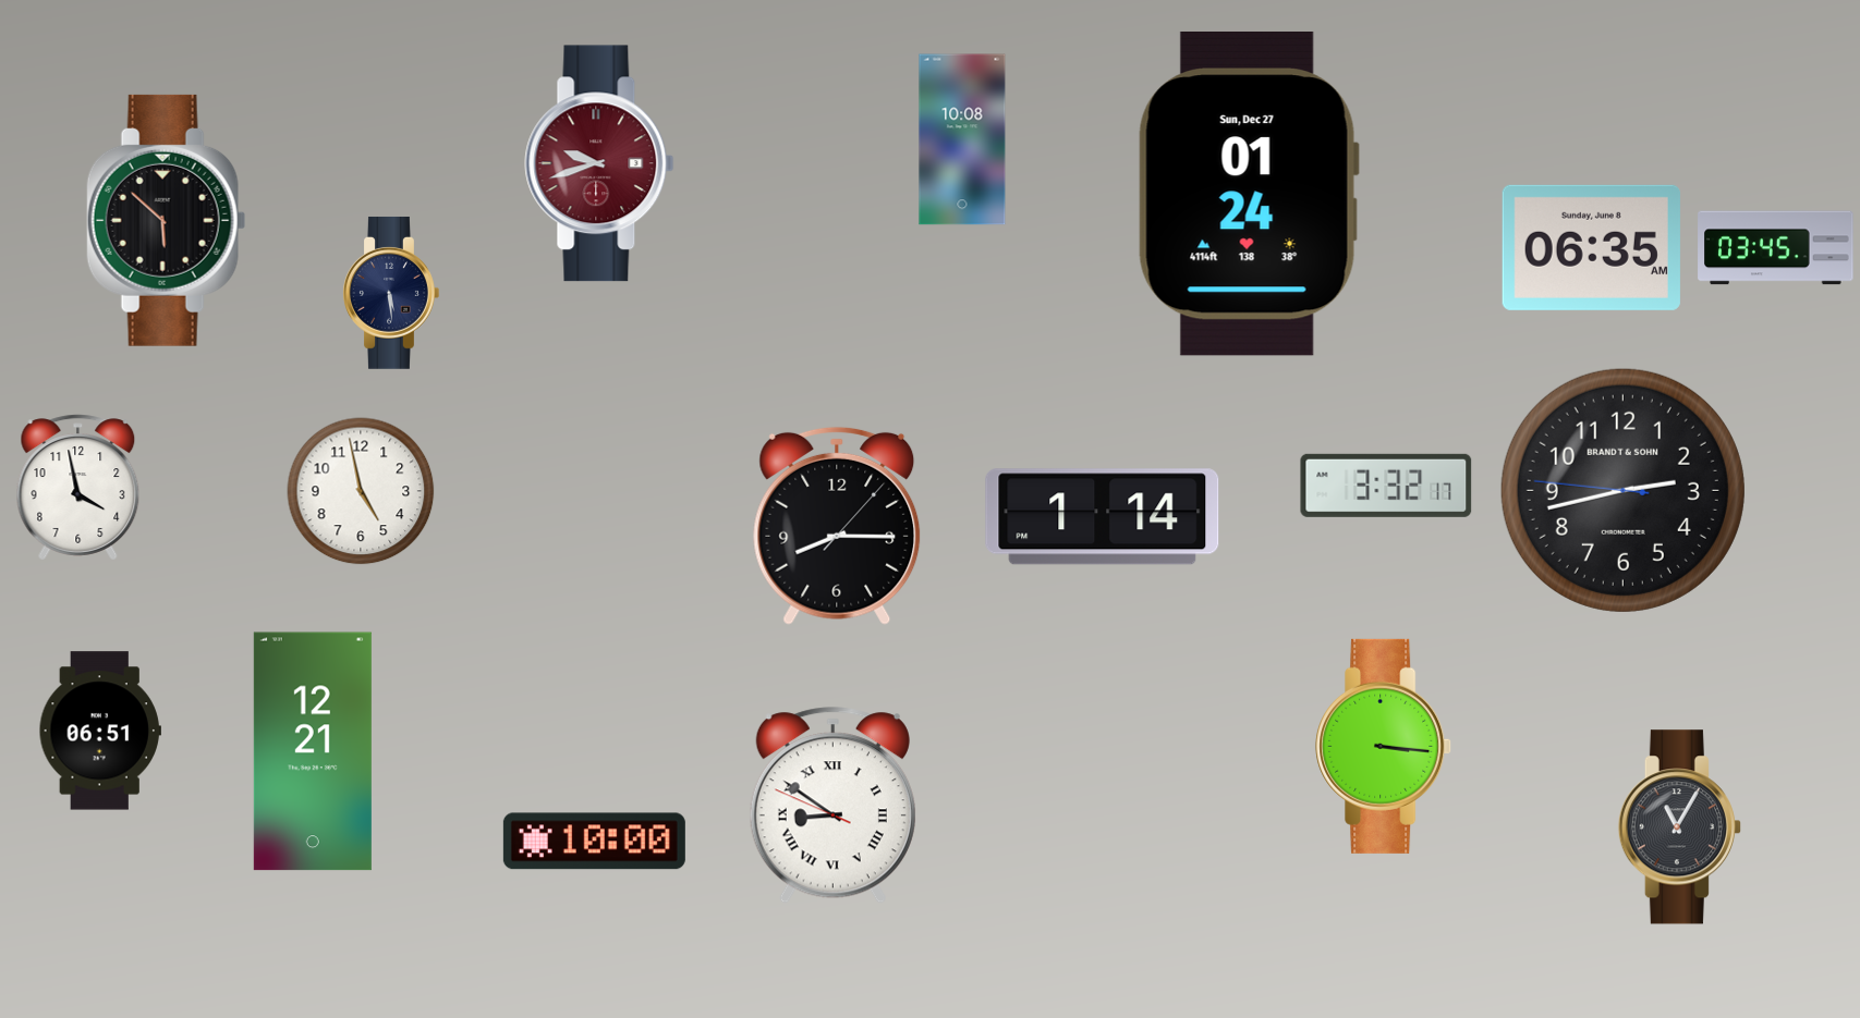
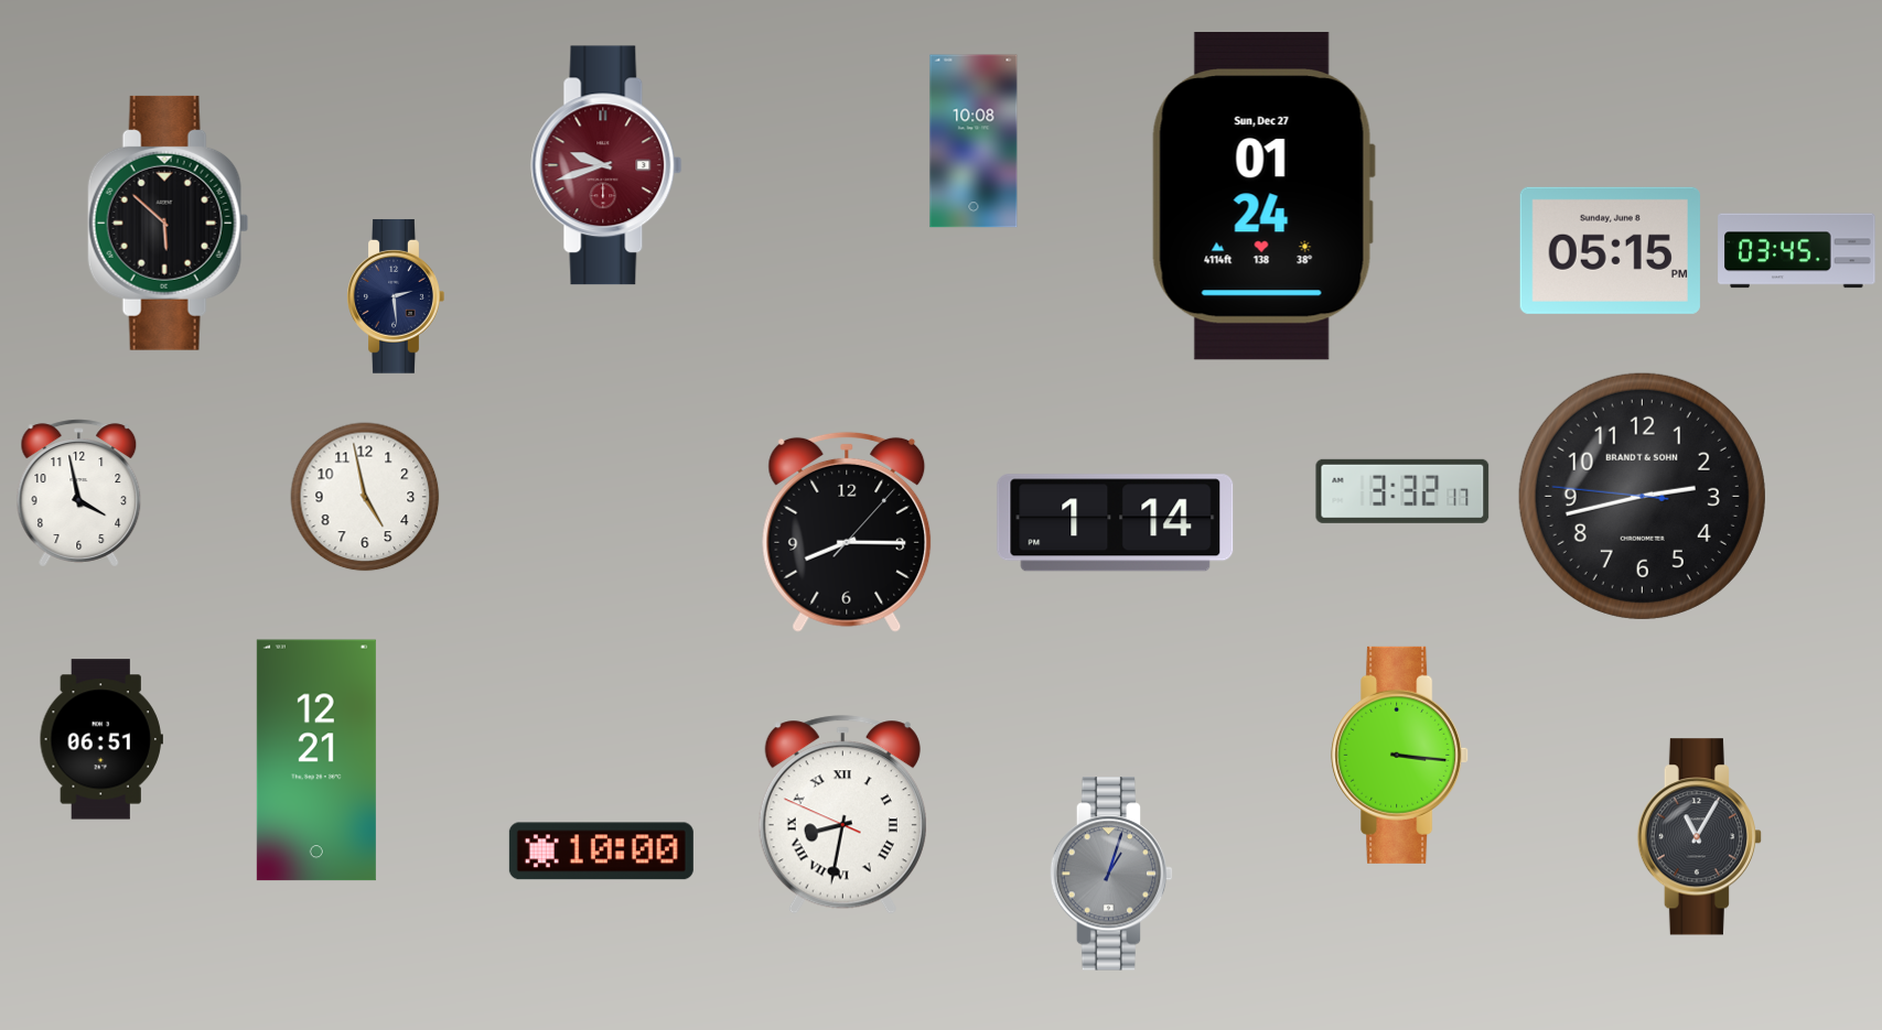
clock at (1591, 247): 06:35 -> 05:15
clock at (391, 293): 5:29 -> 2:29
clock at (832, 806): 8:50 -> 8:31
clock at (1111, 874): none -> 1:03
